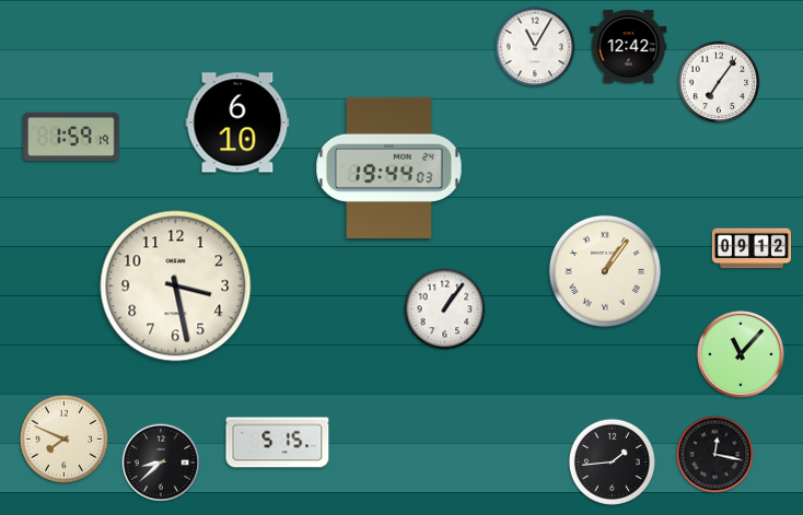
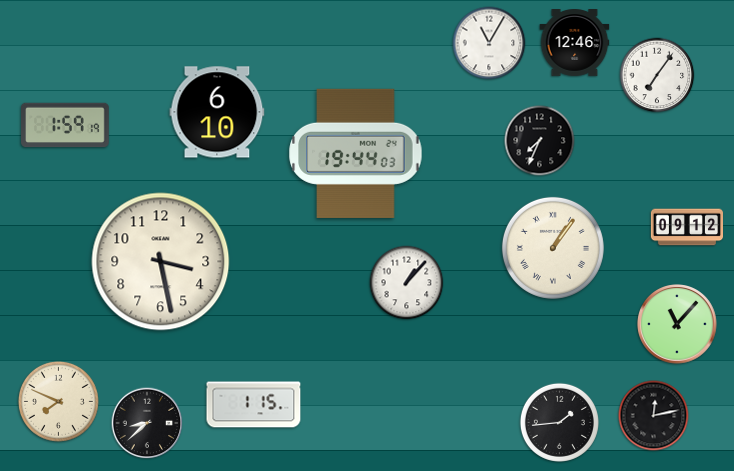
clock at (629, 47): 12:42 -> 12:46
clock at (540, 141): none -> 7:34
clock at (445, 309): 1:06 -> 1:07
clock at (278, 443): 5:15 -> 1:15
clock at (715, 455): 12:17 -> 12:13
